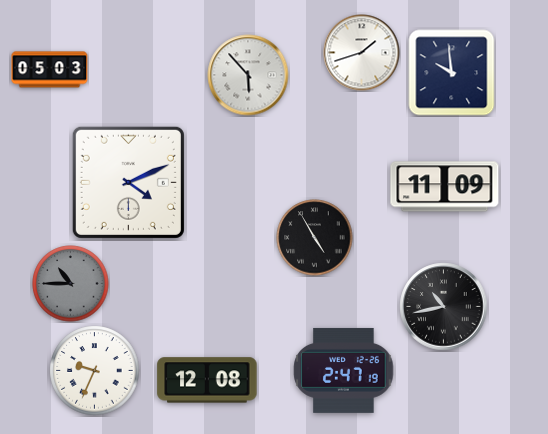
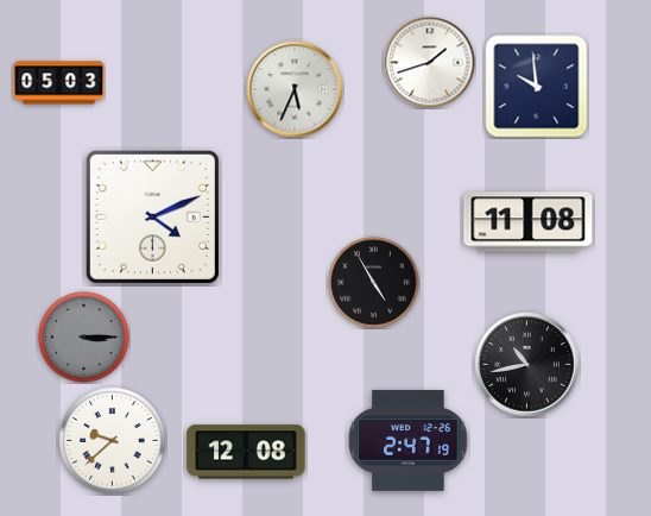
clock at (248, 75): 5:53 -> 5:34
clock at (445, 187): 11:09 -> 11:08
clock at (71, 284): 10:45 -> 3:15
clock at (95, 371): 9:34 -> 9:38
